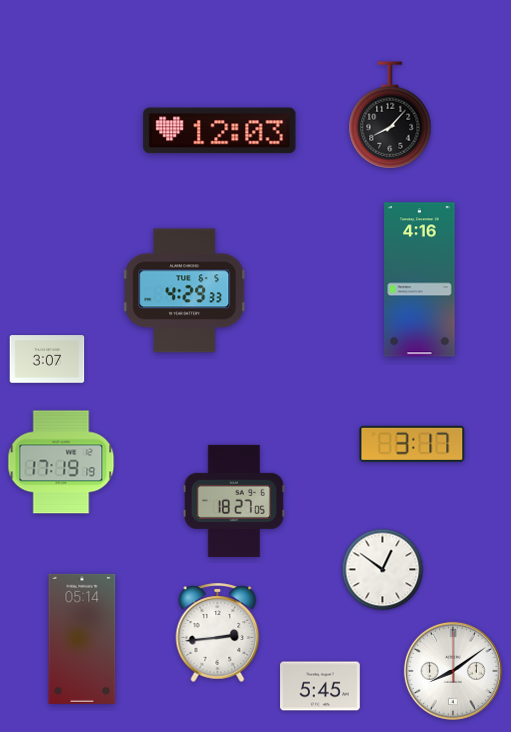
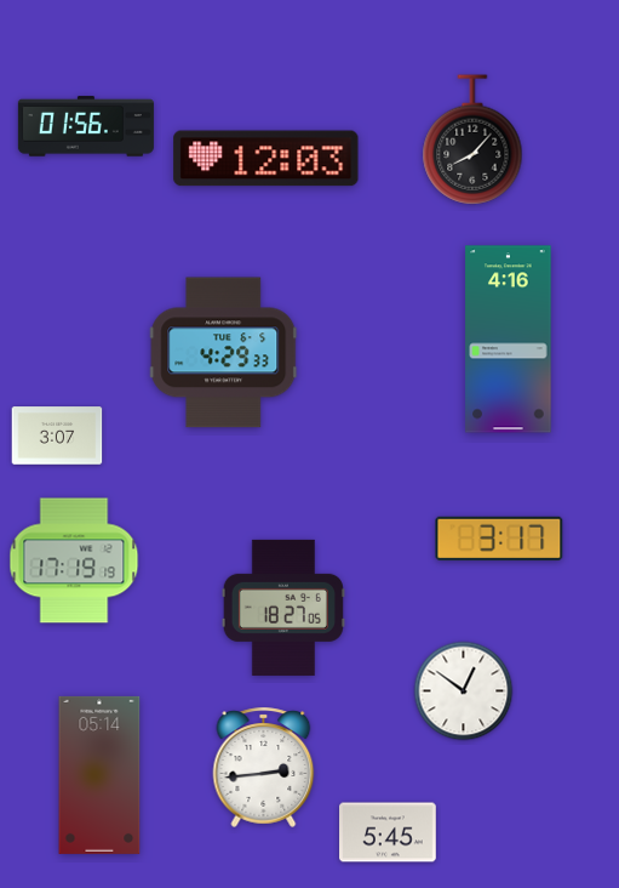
clock at (86, 126): none -> 01:56
clock at (453, 671): 8:09 -> none
